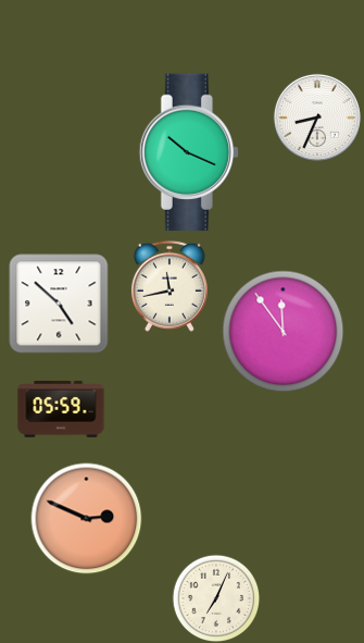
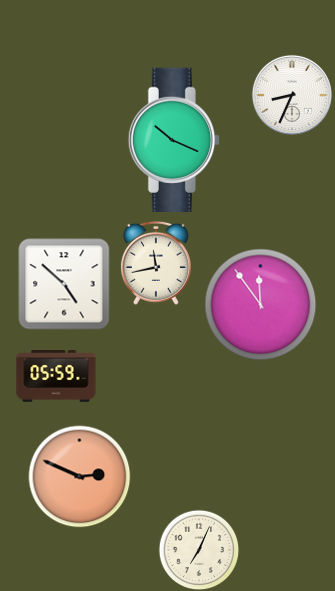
clock at (317, 118) position: (317, 118) -> (292, 95)
clock at (59, 304) position: (59, 304) -> (64, 284)
